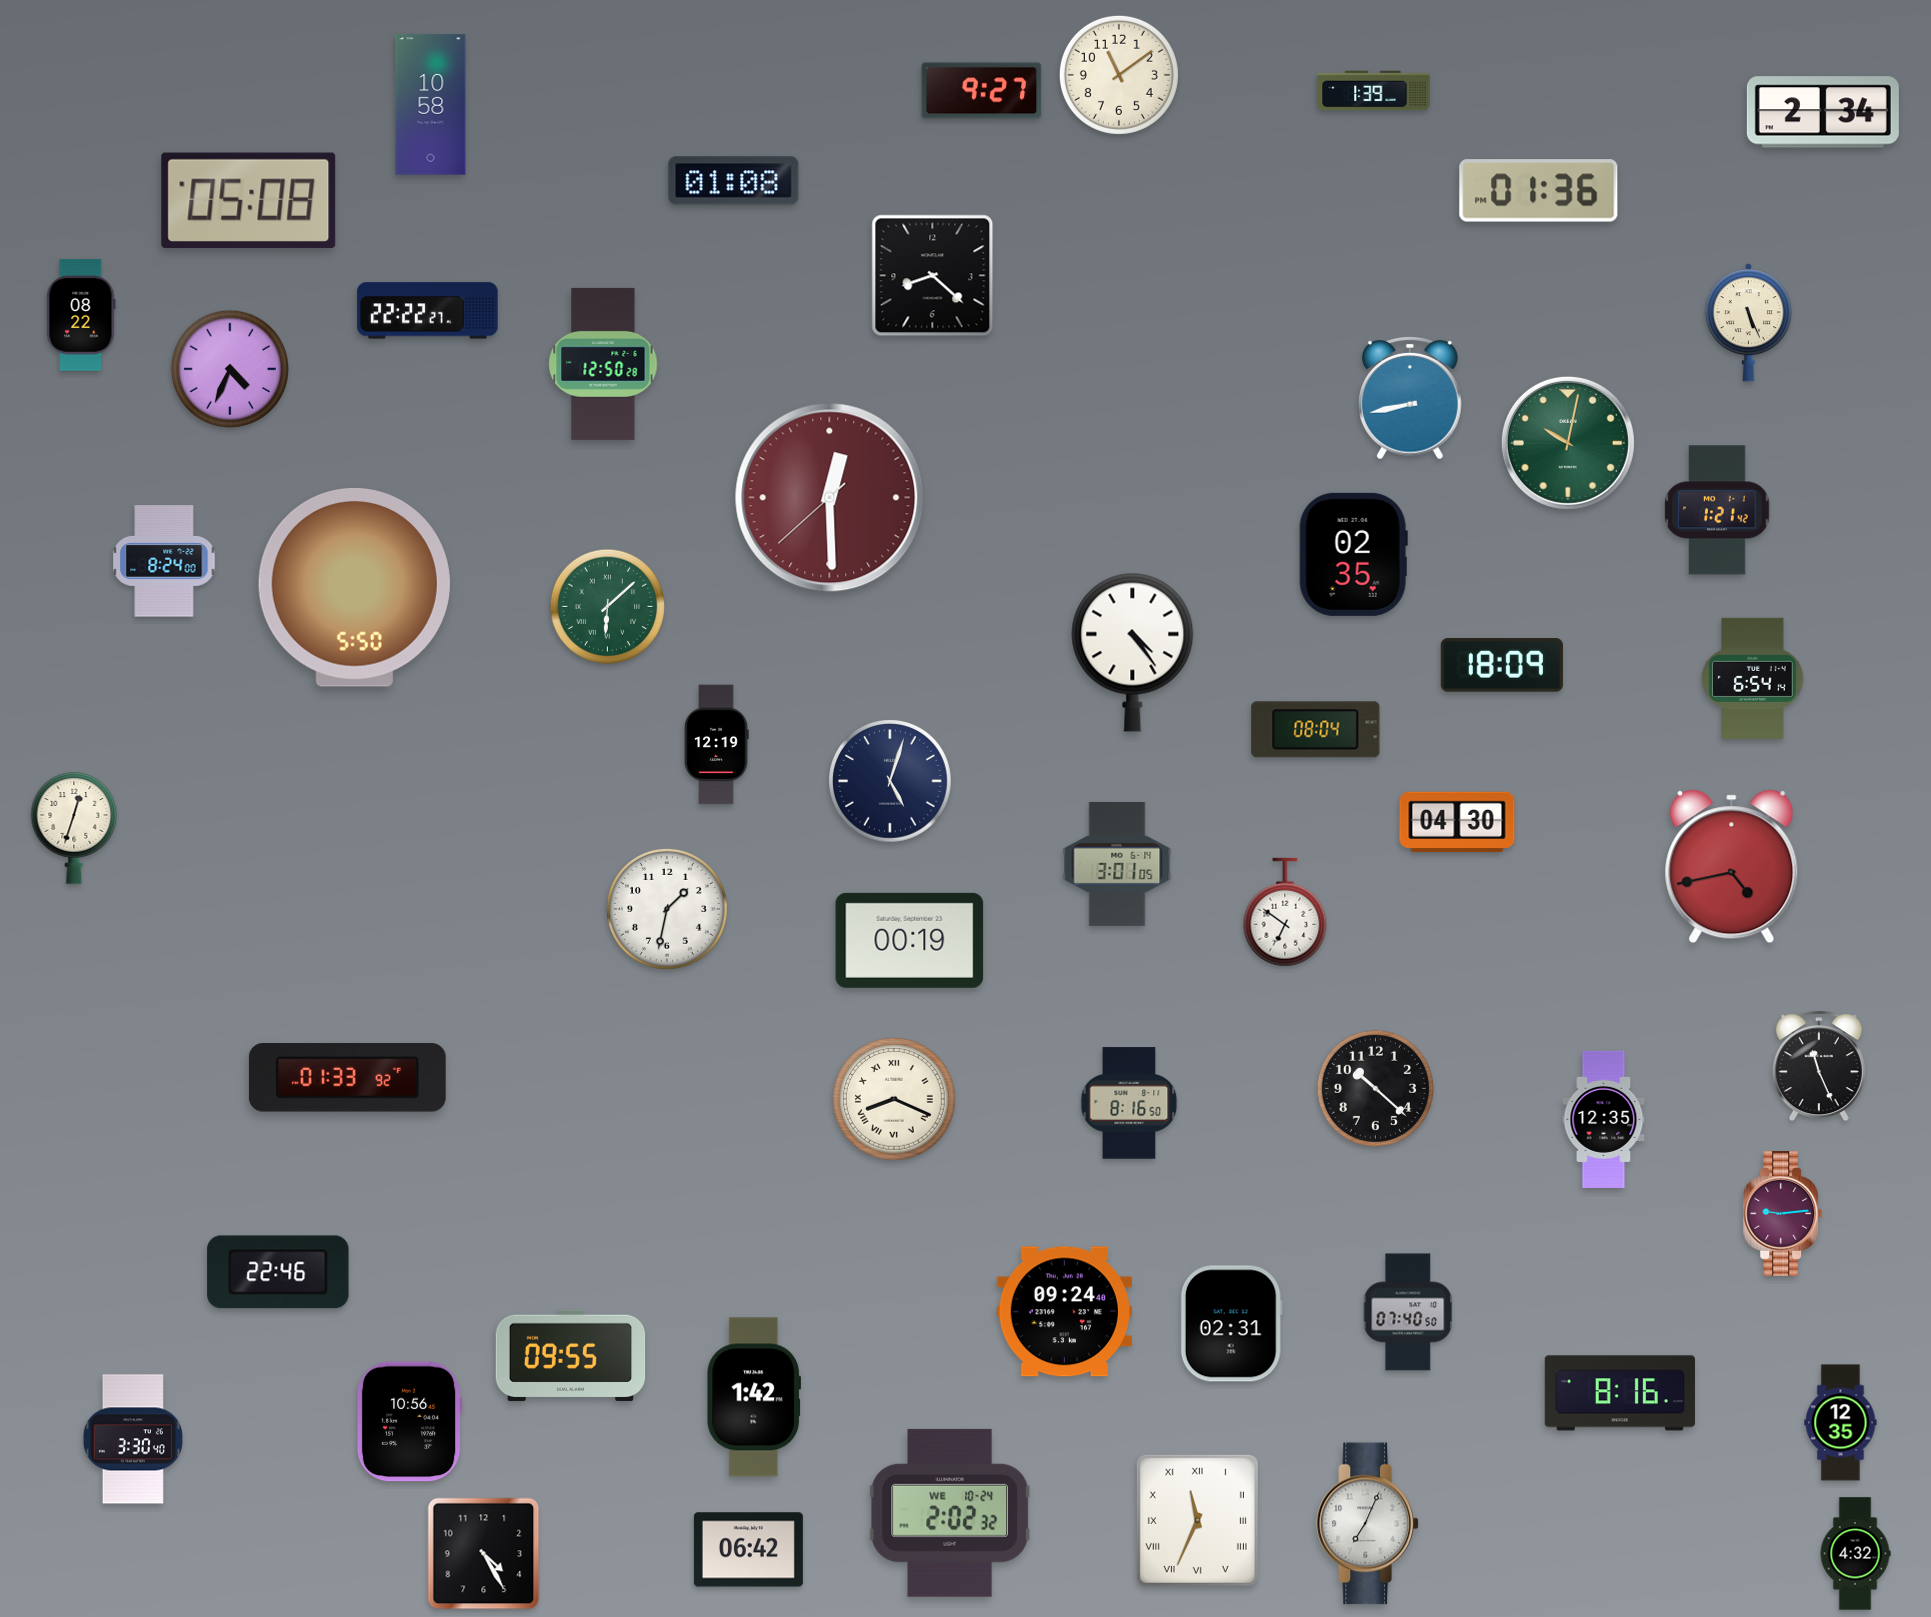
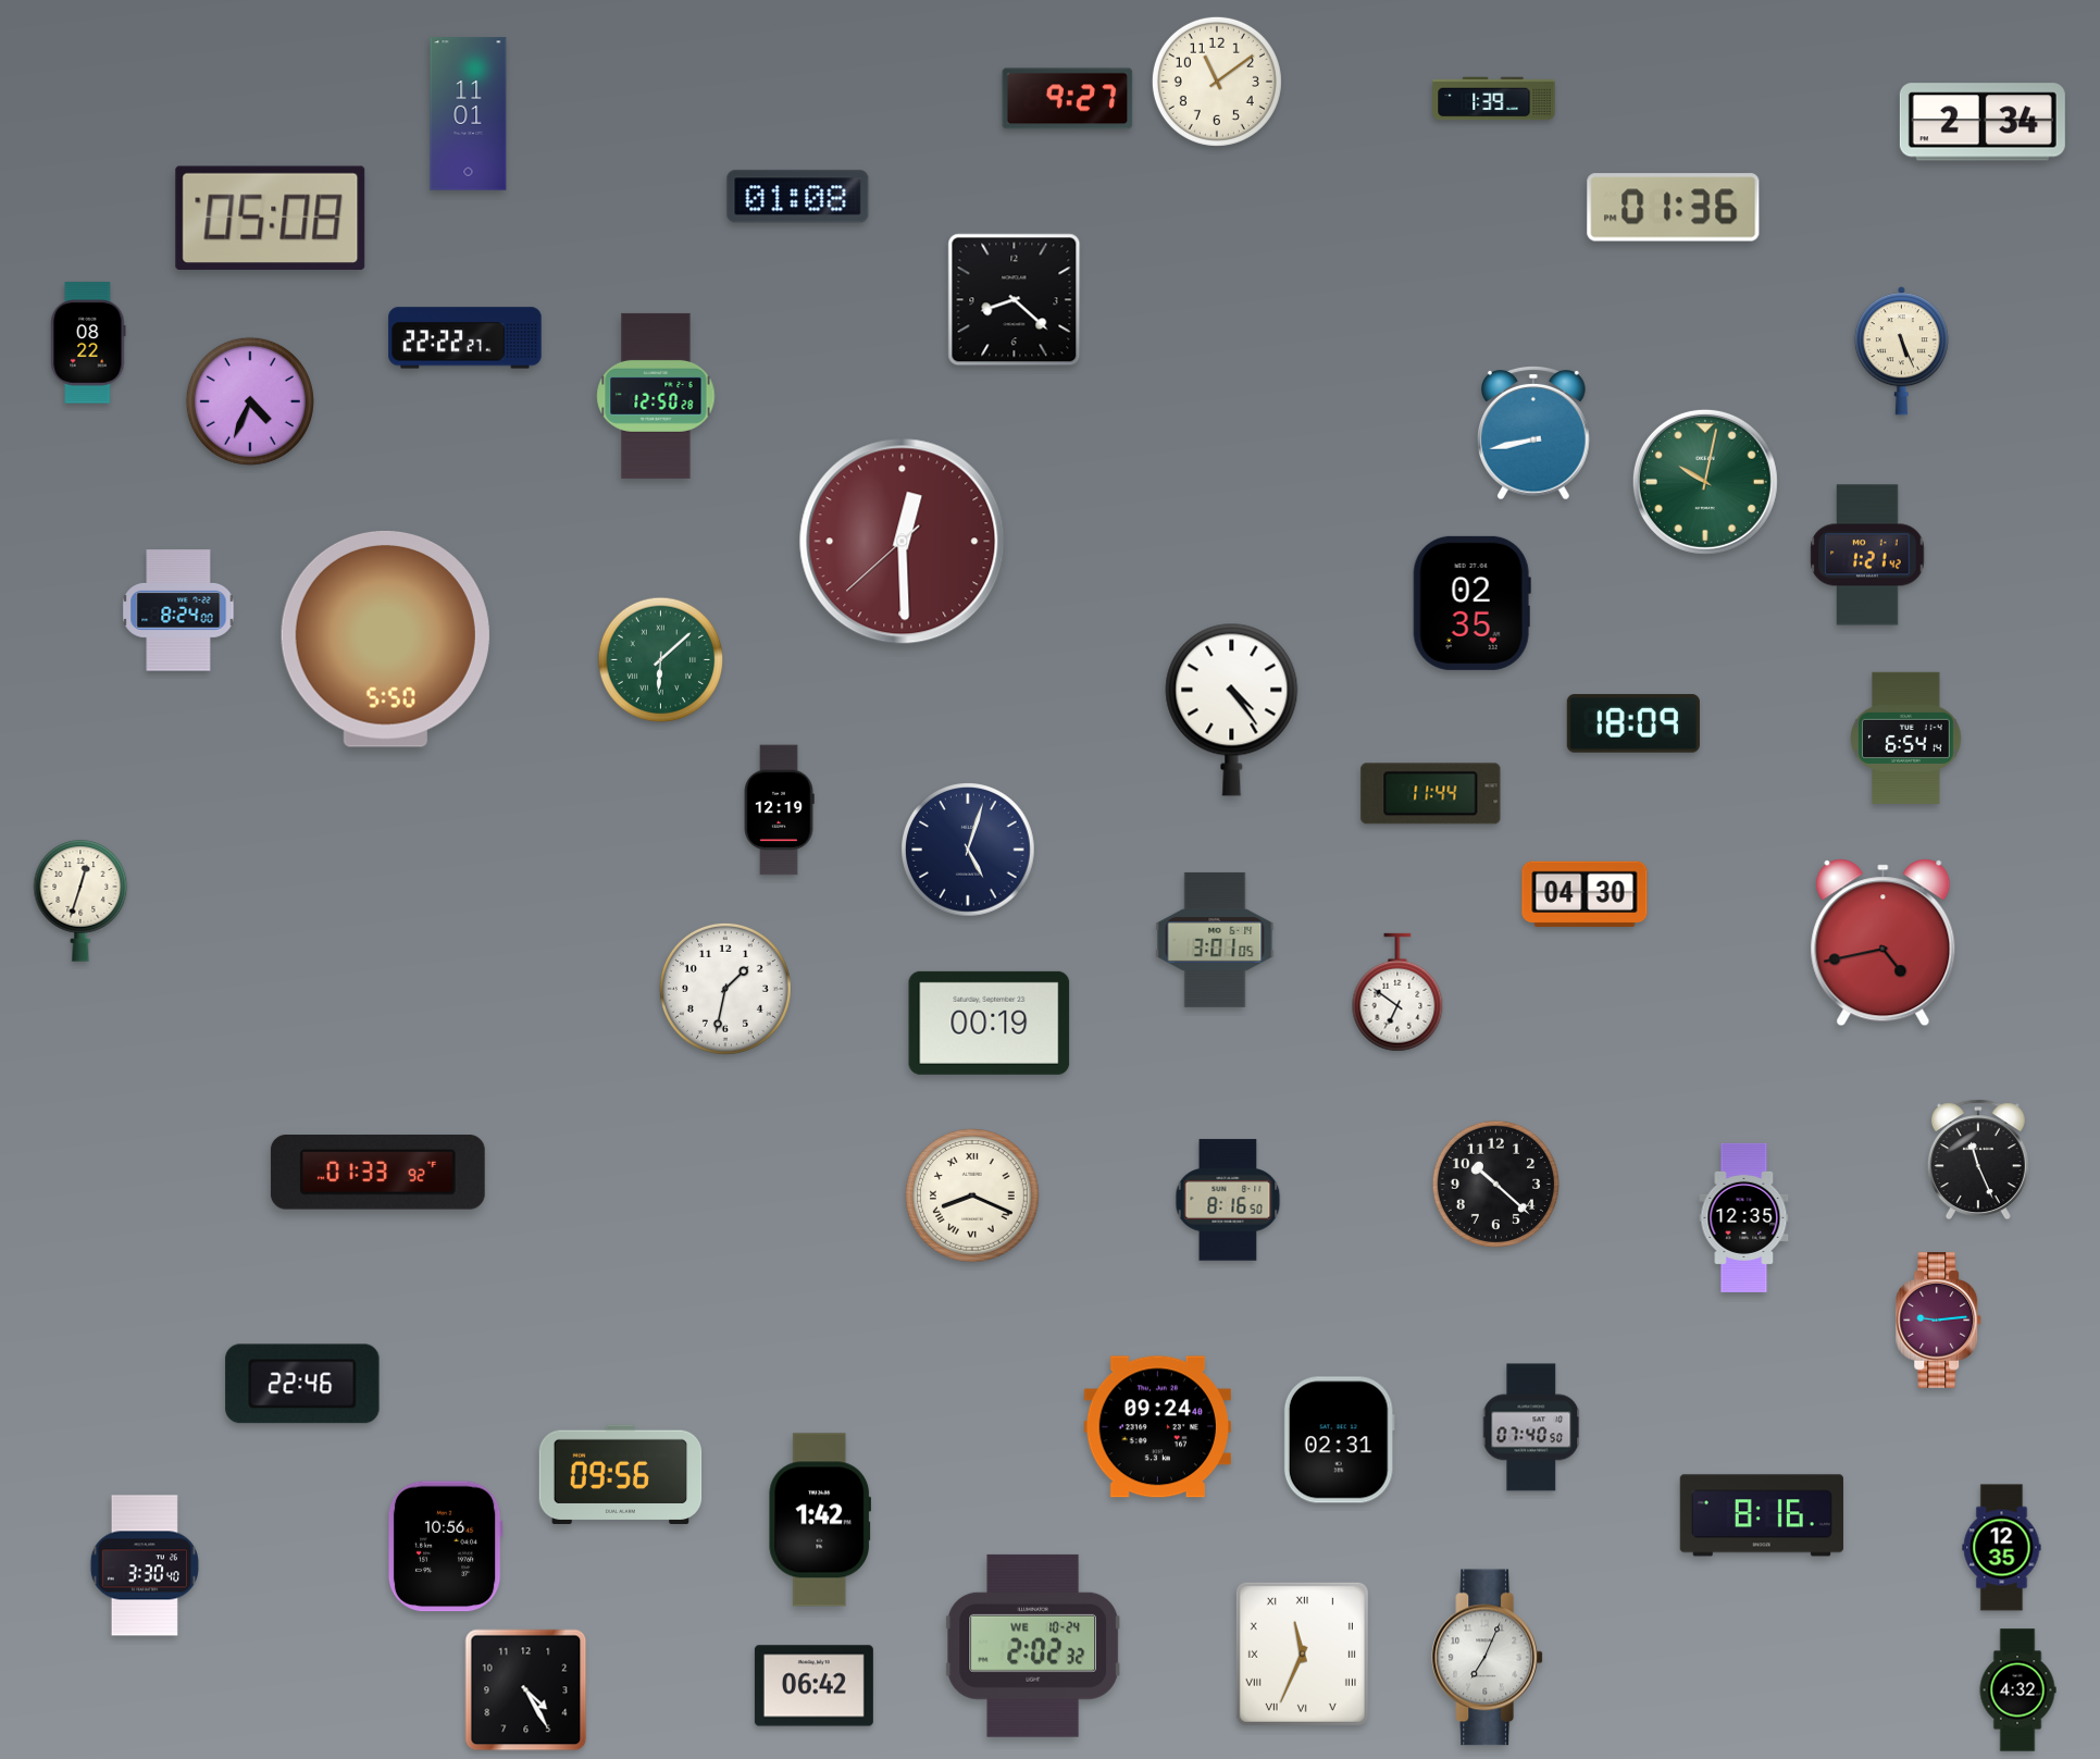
clock at (431, 105): 10:58 -> 11:01
clock at (1316, 730): 08:04 -> 11:44
clock at (571, 1356): 09:55 -> 09:56
